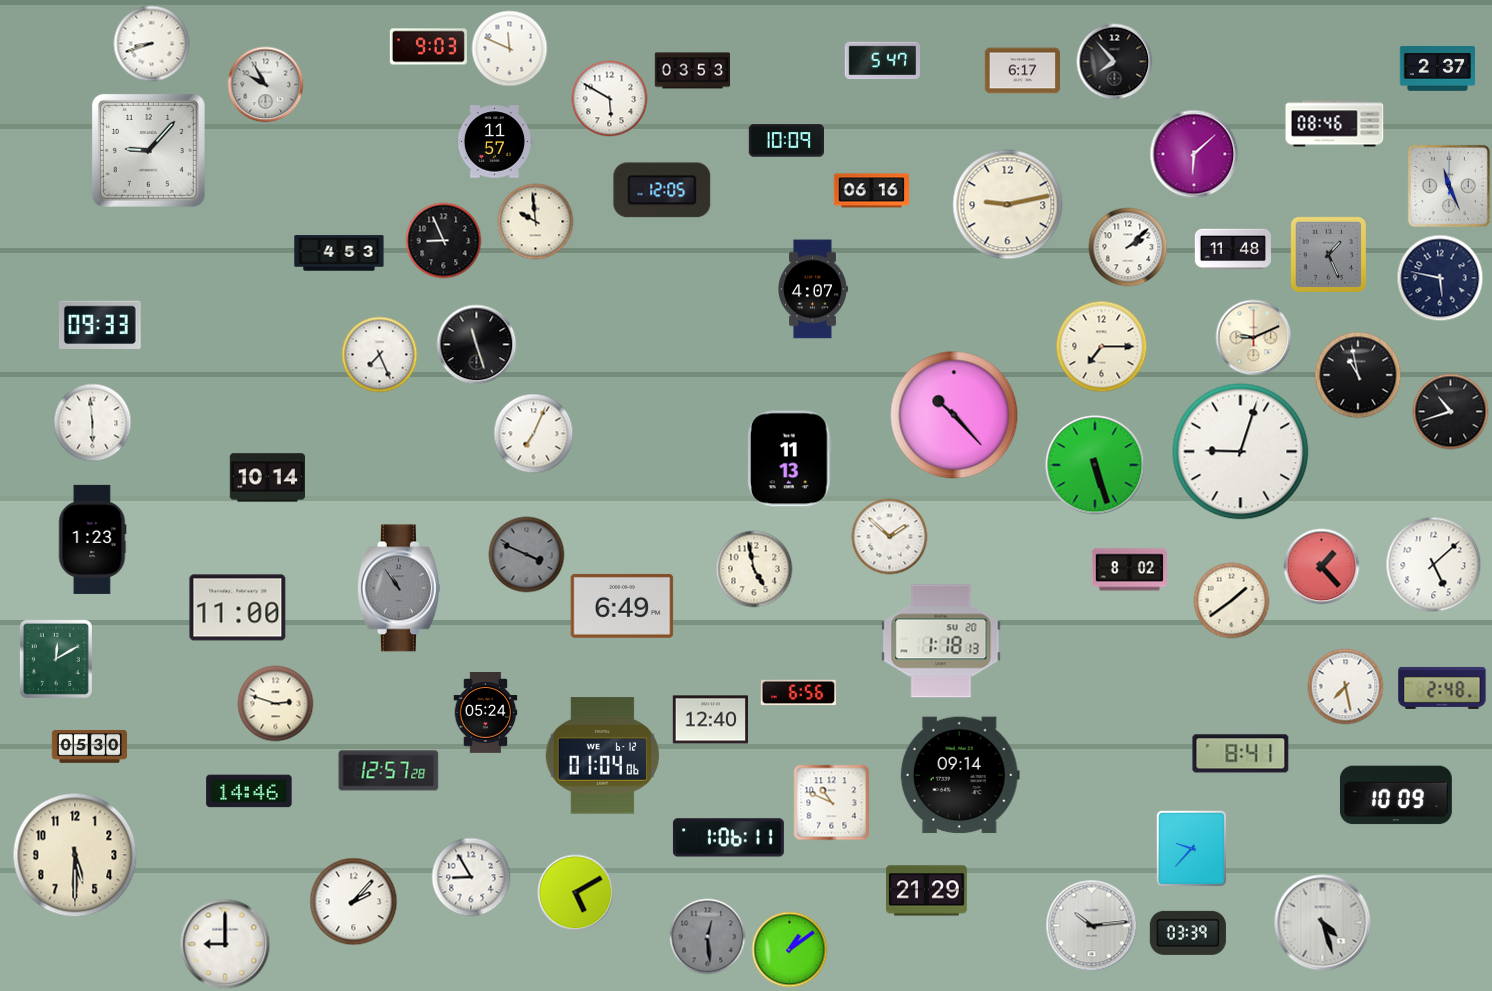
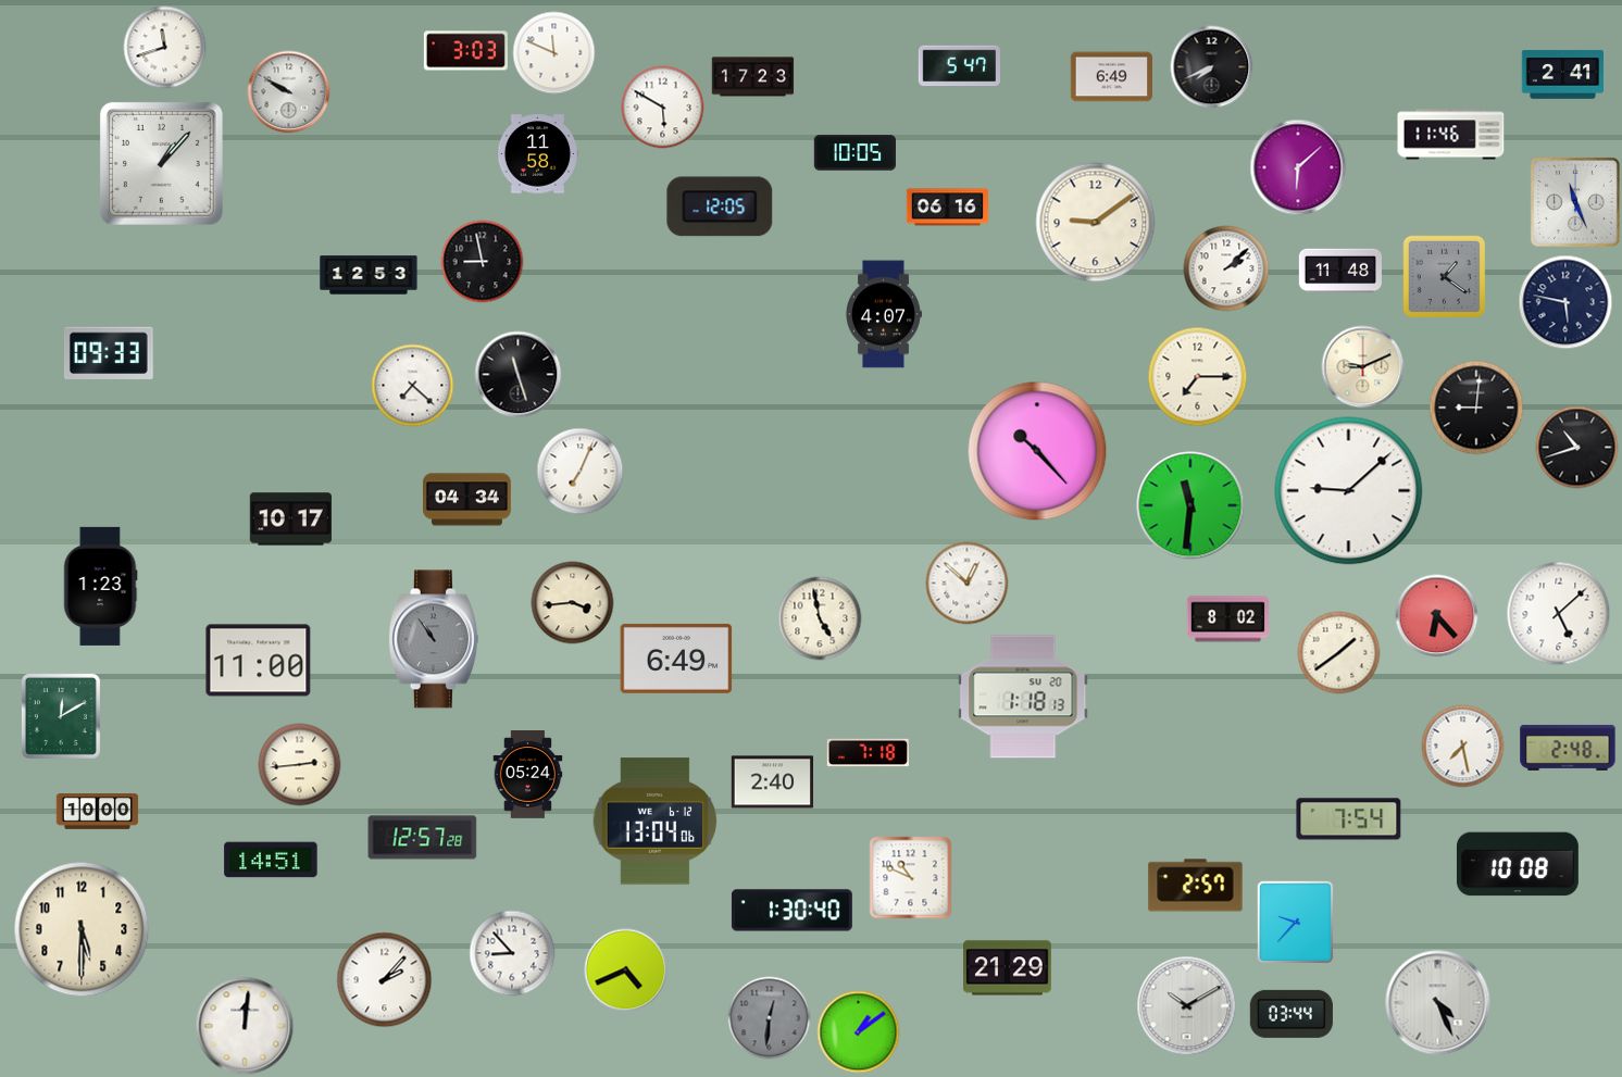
clock at (152, 44): 8:42 -> 11:42
clock at (428, 47): 9:03 -> 3:03
clock at (1115, 62): 7:53 -> 7:41
clock at (1437, 68): 2:37 -> 2:41
clock at (693, 71): 03:53 -> 17:23
clock at (1022, 71): 6:17 -> 6:49
clock at (266, 85): 9:55 -> 9:50
clock at (1335, 124): 08:46 -> 11:46
clock at (786, 141): 10:09 -> 10:05
clock at (495, 142): 11:57 -> 11:58
clock at (148, 150): 9:07 -> 1:07
clock at (1008, 205): 9:13 -> 9:09
clock at (536, 222): 9:59 -> none
clock at (444, 241): 8:56 -> 8:58
clock at (339, 253): 4:53 -> 12:53
clock at (1328, 254): 1:26 -> 1:21
clock at (380, 355): 7:26 -> 7:22
clock at (1358, 375): 10:58 -> 9:01
clock at (93, 423): 5:59 -> none
clock at (1241, 452): 9:03 -> 9:08
clock at (790, 459): 11:13 -> none
clock at (467, 500): none -> 04:34
clock at (1095, 465): 5:27 -> 11:31
clock at (267, 478): 10:14 -> 10:17
clock at (890, 537): 1:52 -> 12:52
clock at (527, 555): 3:49 -> 3:44
clock at (527, 555) dial: grey -> cream
clock at (1322, 567): 1:23 -> 6:23
clock at (798, 693): 6:56 -> 7:18
clock at (276, 704): 2:48 -> 2:44
clock at (710, 720): 12:40 -> 2:40
clock at (90, 747): 05:30 -> 10:00
clock at (1241, 754): 8:41 -> 7:54
clock at (603, 756): 01:04 -> 13:04
clock at (960, 775): 09:14 -> none
clock at (249, 791): 14:46 -> 14:51
clock at (1396, 795): 10:09 -> 10:08
clock at (832, 803) position: (832, 803) -> (911, 878)
clock at (1196, 886): none -> 2:57
clock at (728, 838): 1:06 -> 1:30
clock at (471, 877): 8:55 -> 8:53
clock at (576, 893): 5:10 -> 4:41
clock at (1323, 923): 4:27 -> 4:26
clock at (1092, 926): 10:14 -> 10:10
clock at (1188, 933): 03:39 -> 03:44
clock at (708, 937): 12:29 -> 12:31
clock at (225, 944): 9:00 -> 12:01
